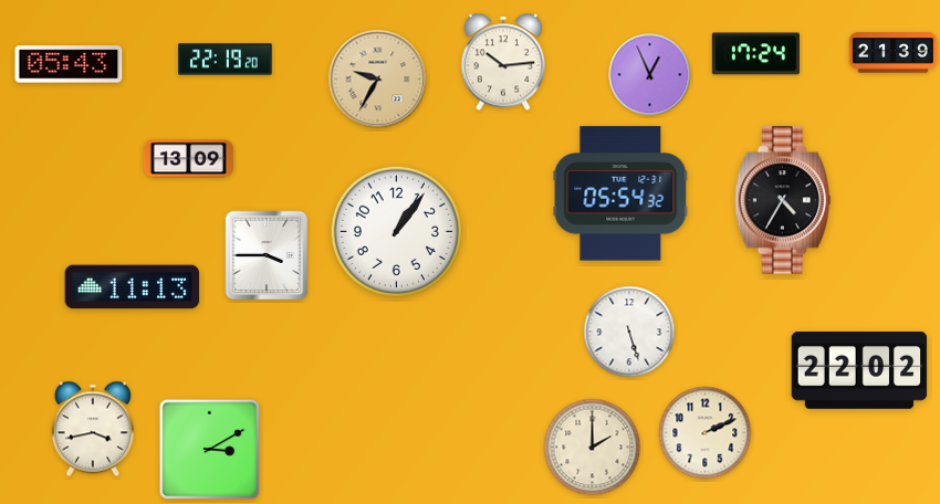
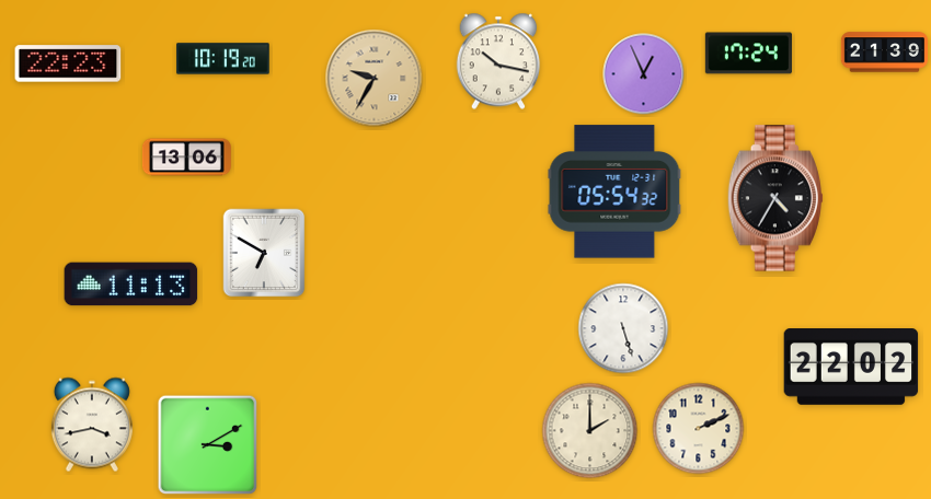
clock at (226, 60): 22:19 -> 10:19
clock at (503, 62): 10:14 -> 10:17
clock at (69, 64): 05:43 -> 22:23
clock at (188, 159): 13:09 -> 13:06
clock at (396, 231): 1:06 -> none
clock at (267, 255): 3:45 -> 6:50
clock at (593, 448) position: (593, 448) -> (590, 431)
